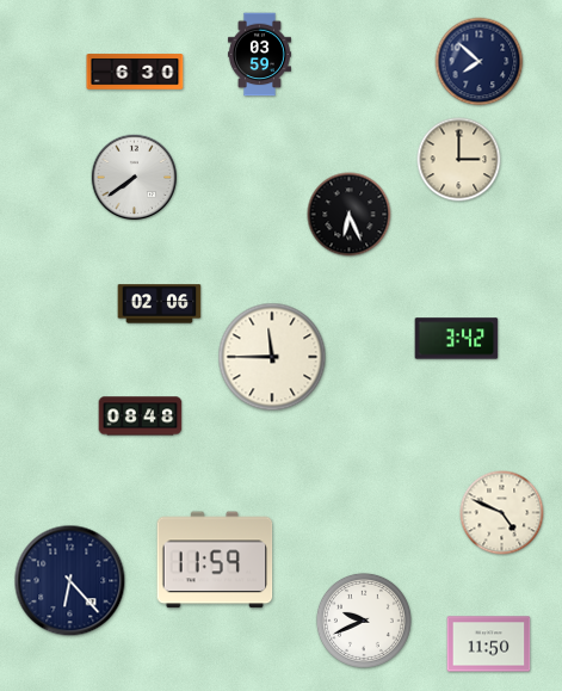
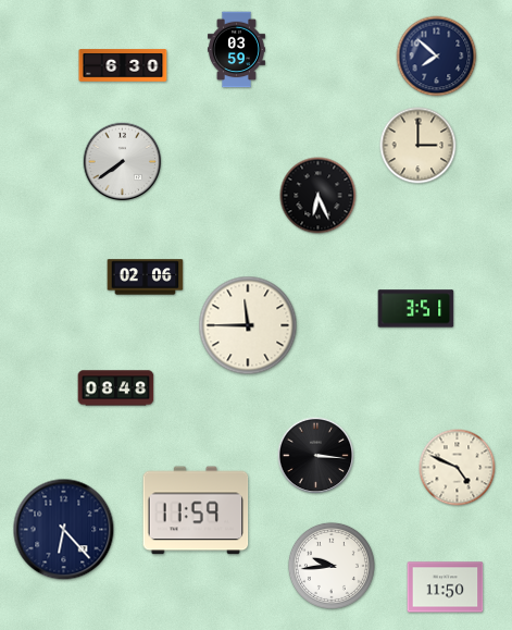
clock at (457, 339): 3:42 -> 3:51
clock at (141, 417) position: (141, 417) -> (116, 388)
clock at (316, 456): none -> 3:16
clock at (364, 621): 9:41 -> 9:44
